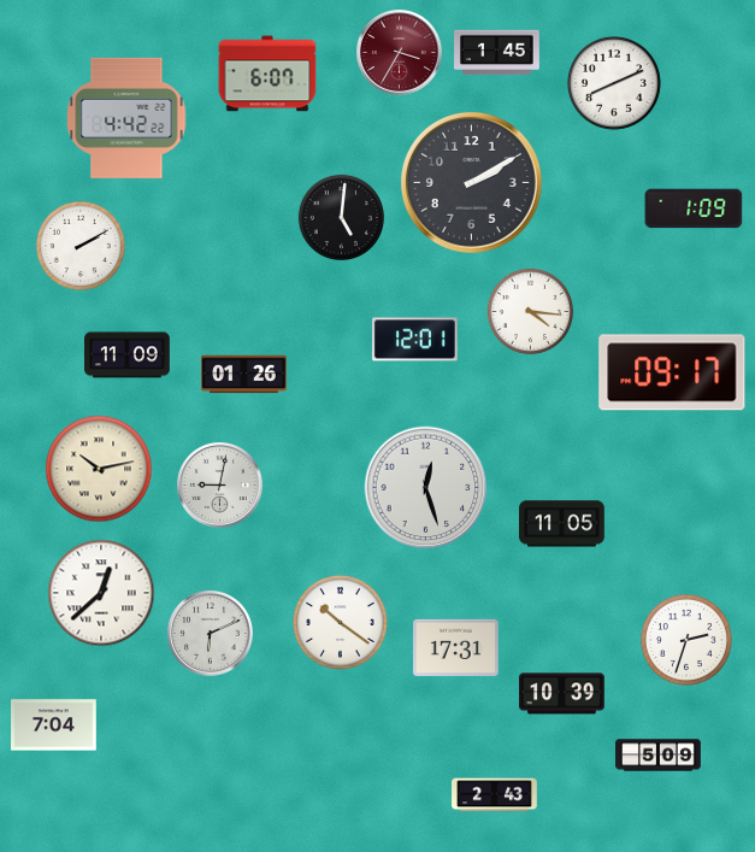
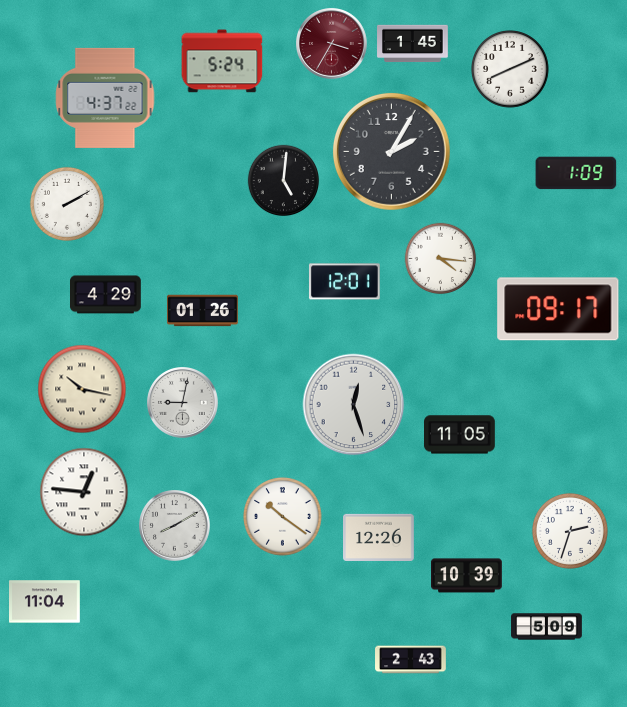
clock at (267, 74): 6:07 -> 5:24
clock at (126, 118): 4:42 -> 4:37
clock at (472, 183): 2:10 -> 2:05
clock at (128, 356): 11:09 -> 4:29
clock at (99, 469): 10:13 -> 10:17
clock at (562, 524) position: (562, 524) -> (460, 435)
clock at (101, 593): 12:38 -> 12:46
clock at (211, 634): 6:11 -> 8:10
clock at (456, 647): 17:31 -> 12:26
clock at (54, 725): 7:04 -> 11:04
